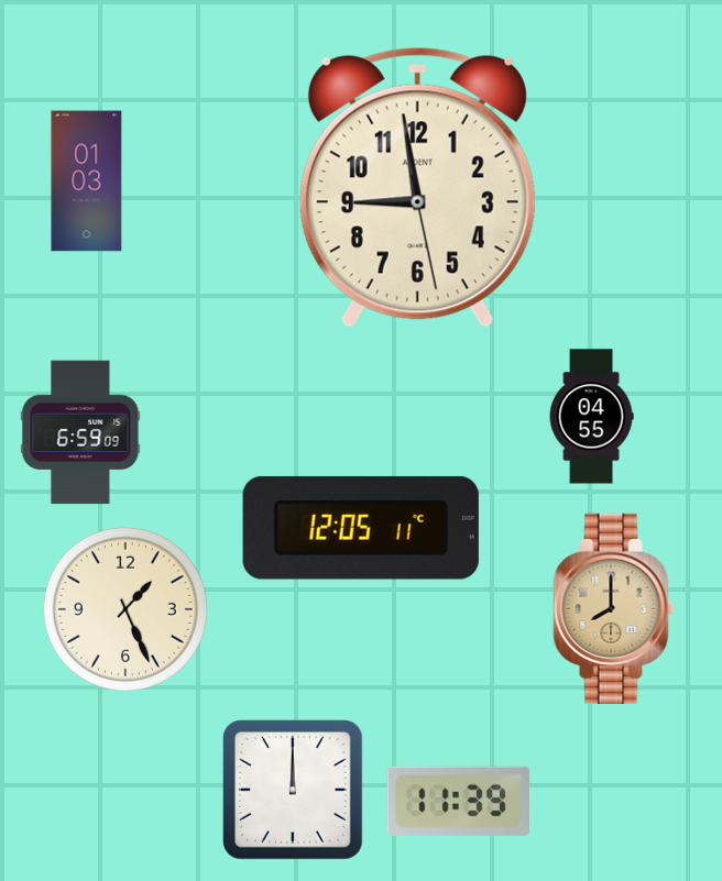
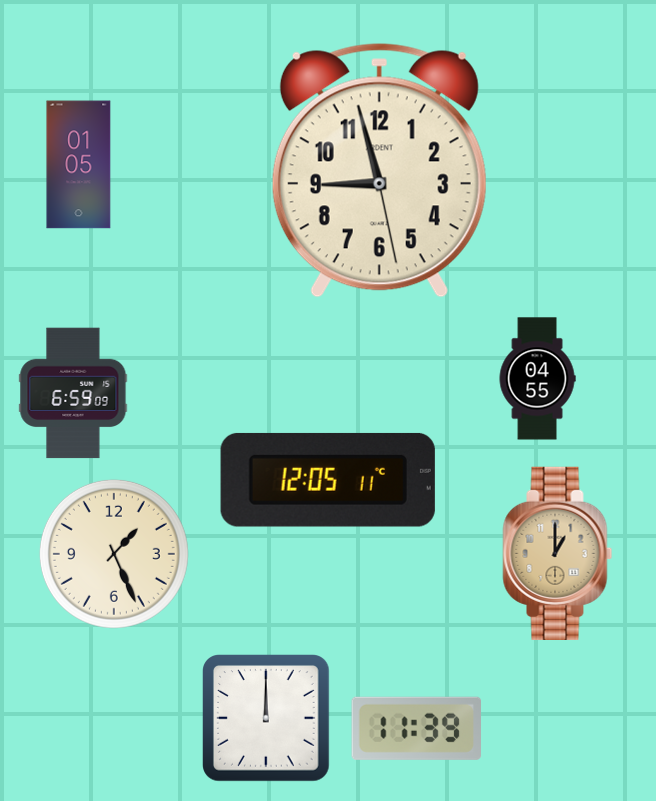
clock at (87, 181): 01:03 -> 01:05
clock at (417, 188): 8:58 -> 8:57
clock at (614, 608): 8:00 -> 1:00
